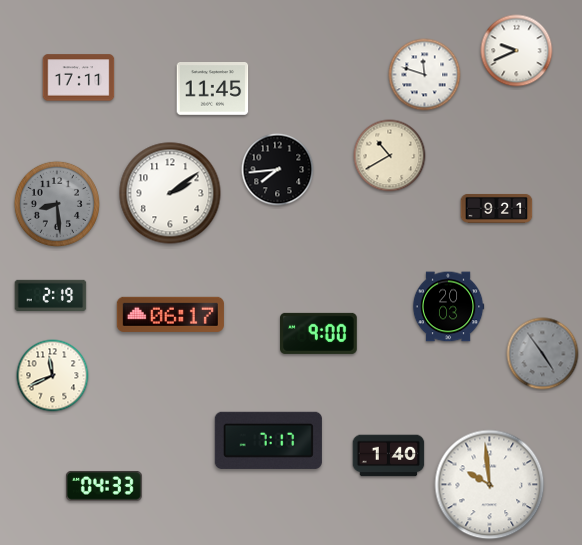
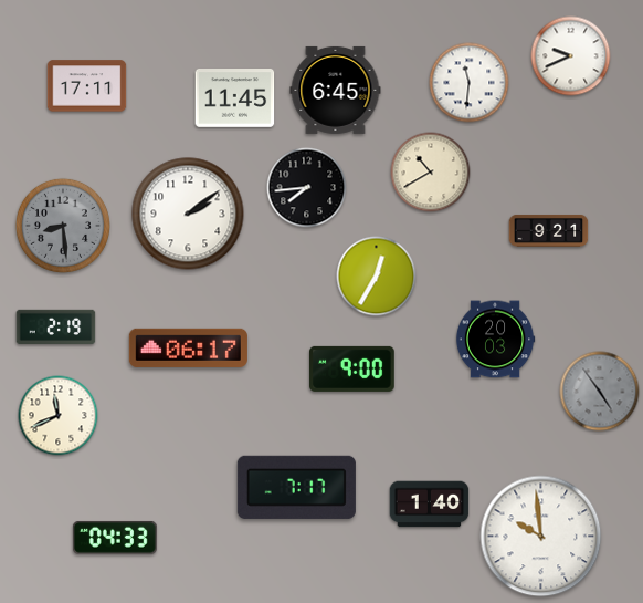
clock at (425, 75): 11:48 -> 11:31
clock at (336, 90): none -> 6:45
clock at (377, 277): none -> 12:35
